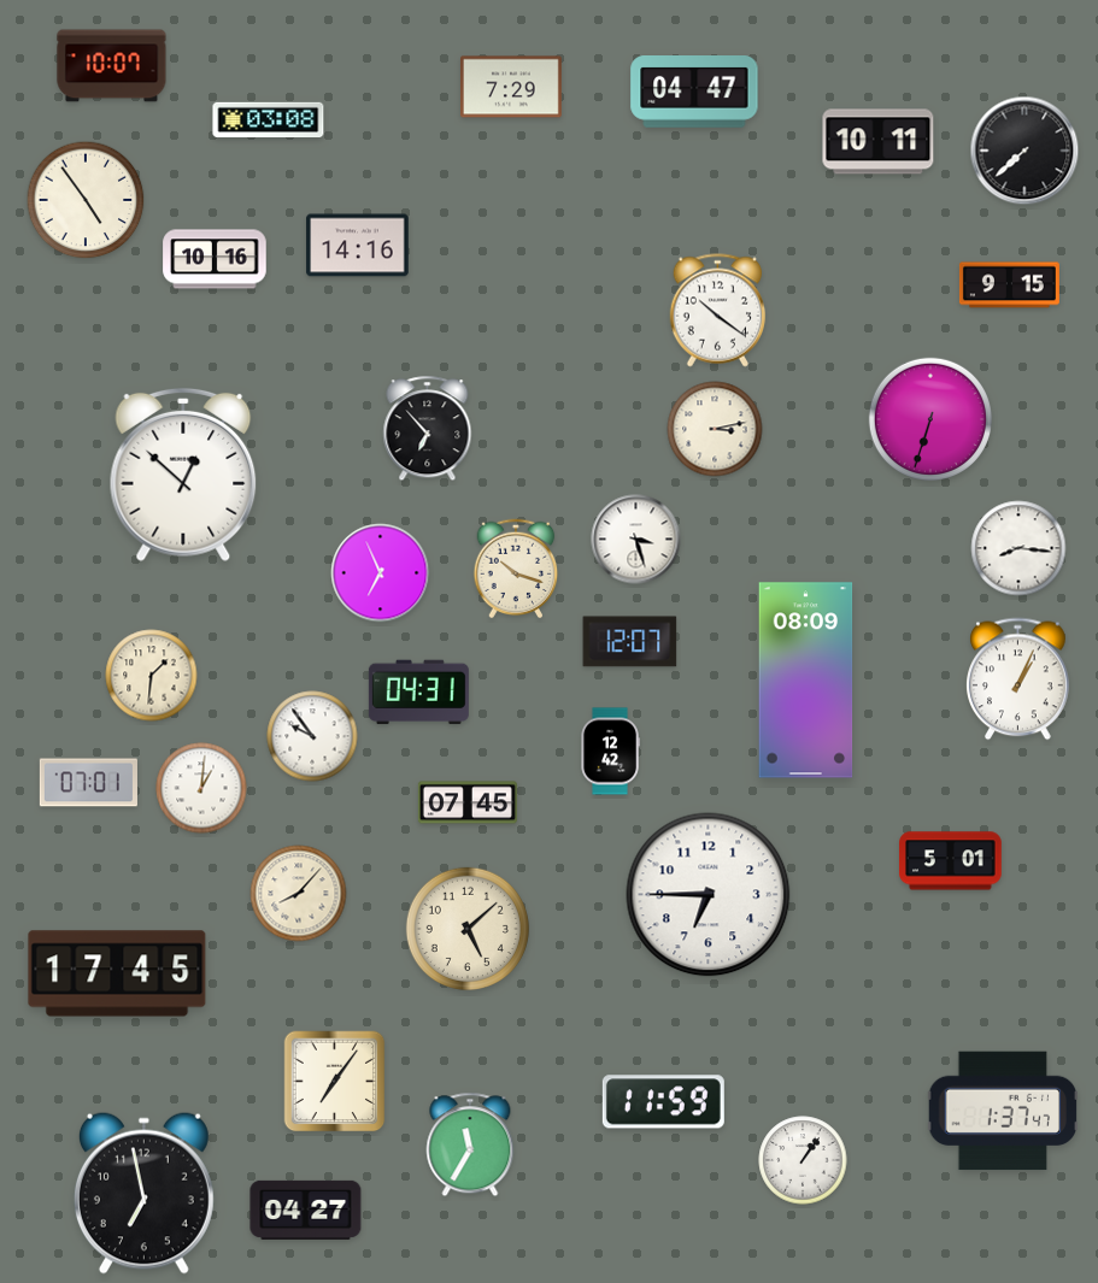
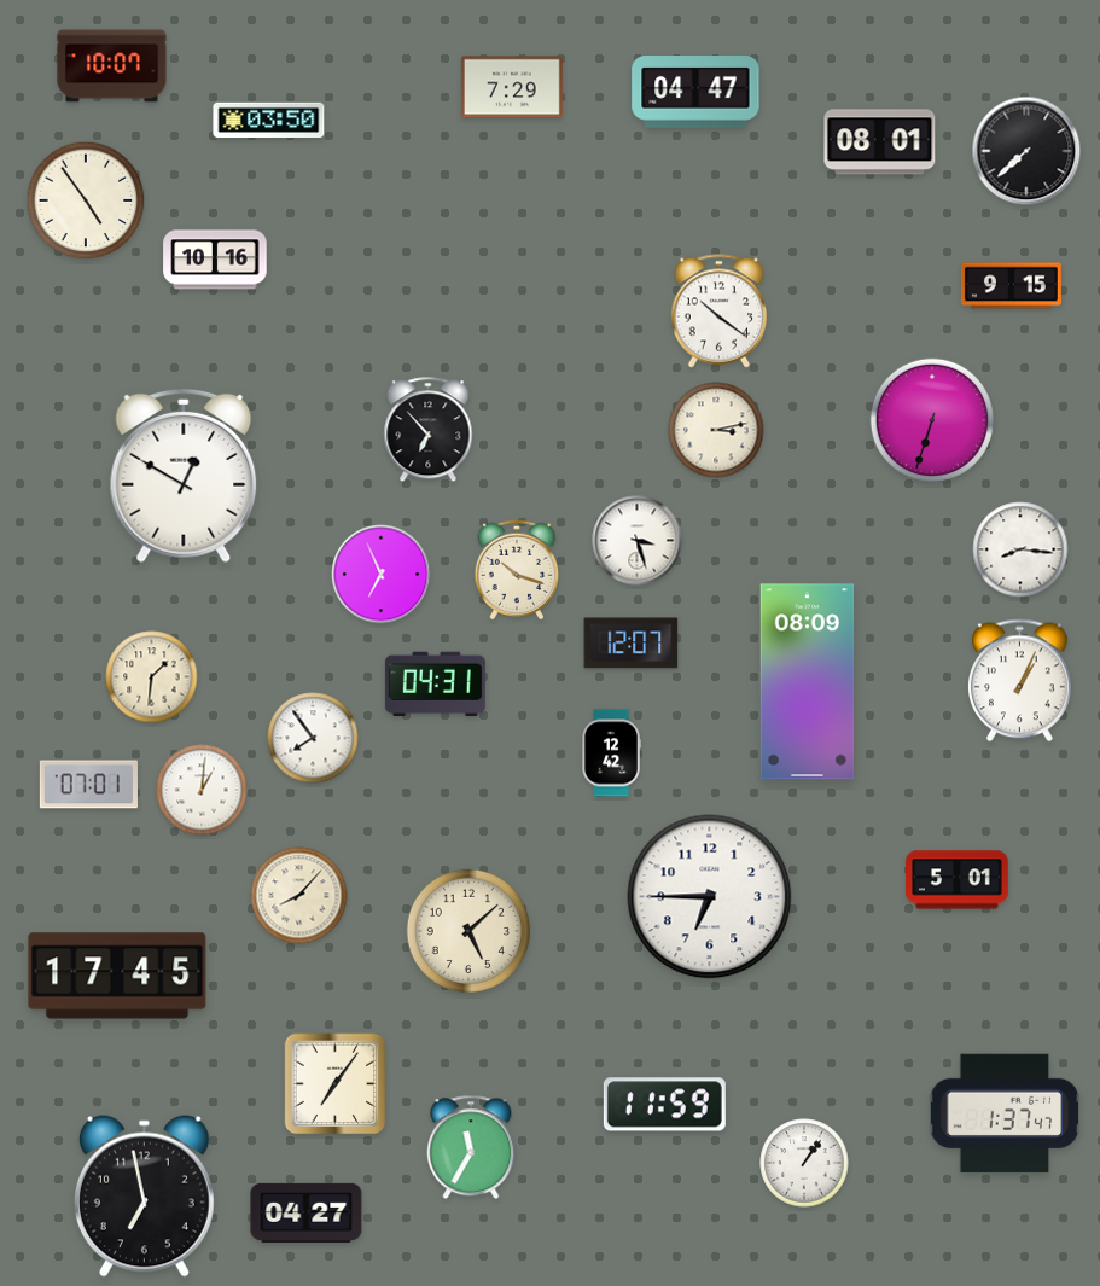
clock at (269, 119): 03:08 -> 03:50
clock at (879, 142): 10:11 -> 08:01
clock at (358, 246): 14:16 -> none
clock at (183, 475): 12:52 -> 12:50
clock at (418, 693) position: (418, 693) -> (435, 685)
clock at (312, 736): 9:54 -> 7:54
clock at (468, 802): 07:45 -> none
clock at (951, 861) position: (951, 861) -> (958, 880)
